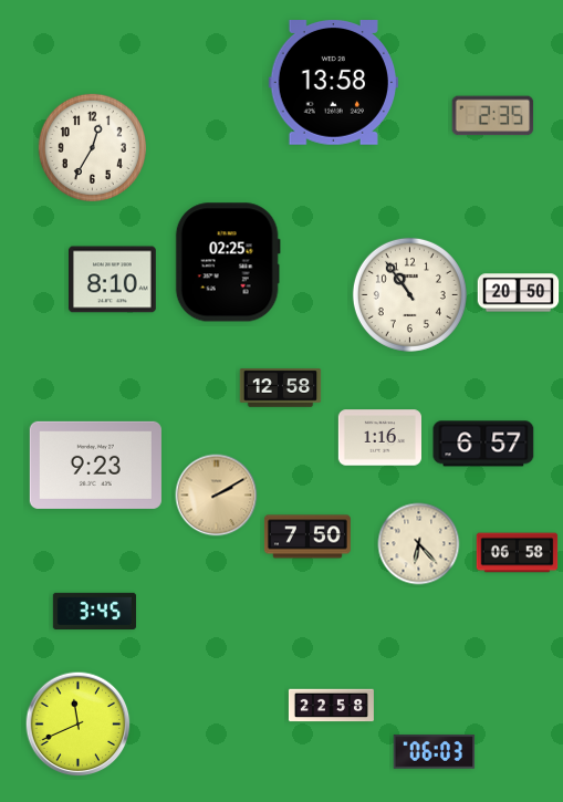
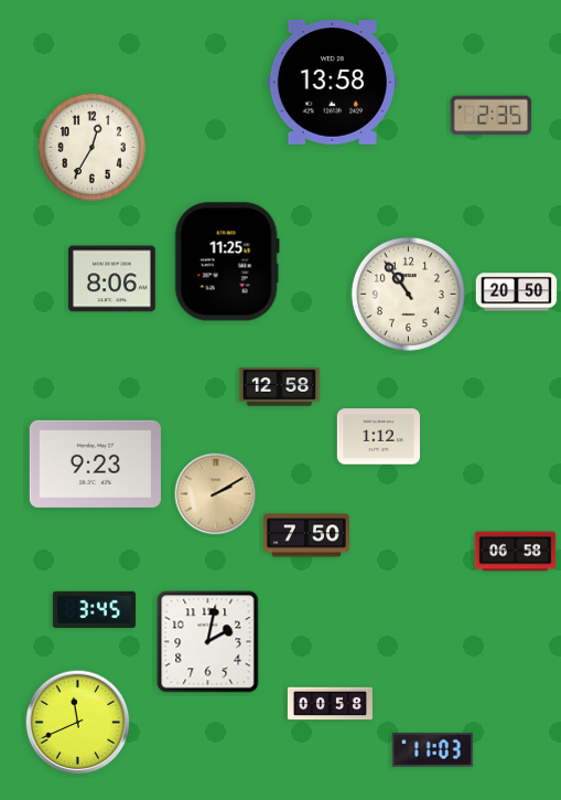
clock at (228, 262): 02:25 -> 11:25
clock at (113, 280): 8:10 -> 8:06
clock at (379, 438): 1:16 -> 1:12
clock at (483, 444): 6:57 -> none
clock at (419, 544): 6:23 -> none
clock at (208, 642): none -> 2:02
clock at (331, 706): 22:58 -> 00:58
clock at (435, 752): 06:03 -> 11:03
